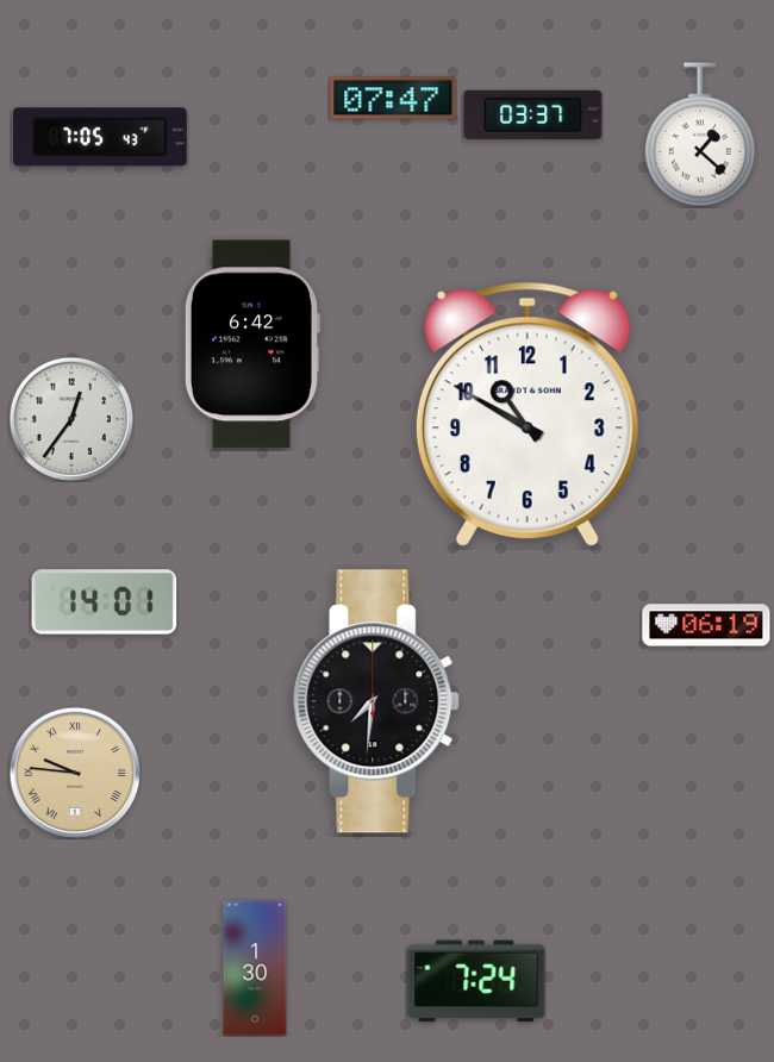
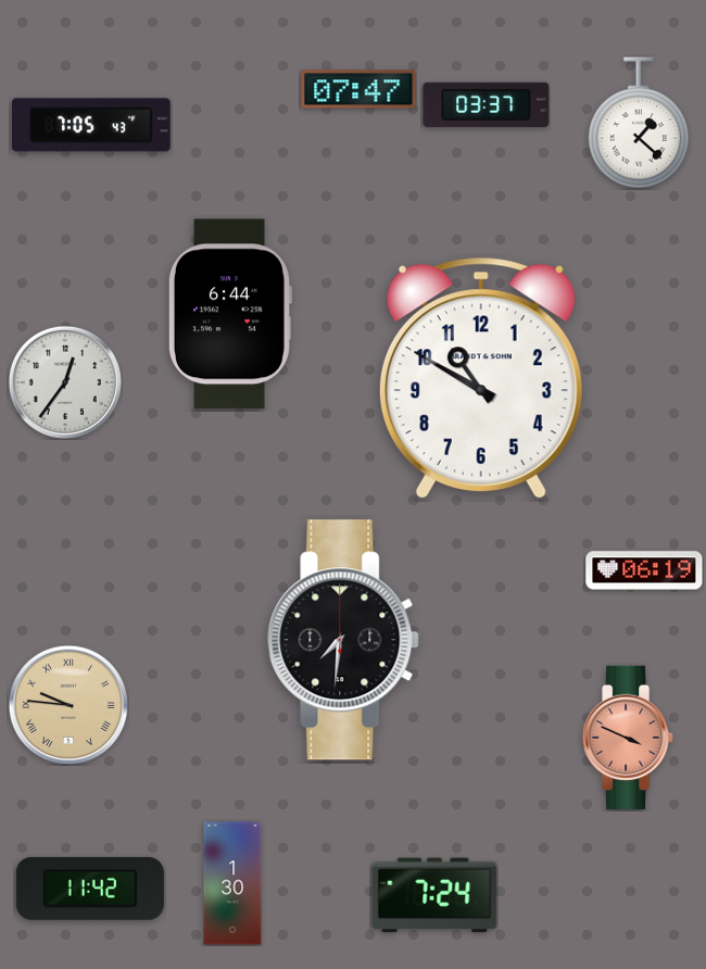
clock at (251, 344): 6:42 -> 6:44
clock at (105, 602): 14:01 -> none
clock at (628, 737): none -> 3:49
clock at (90, 889): none -> 11:42
